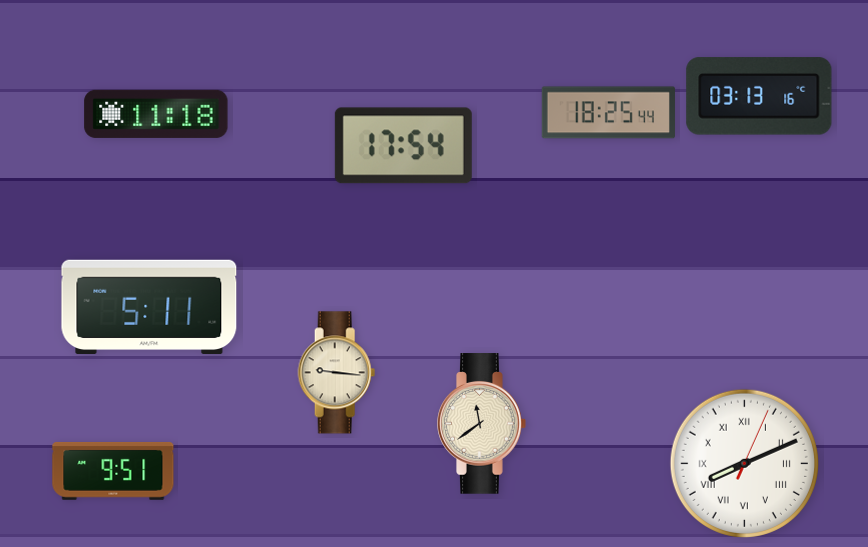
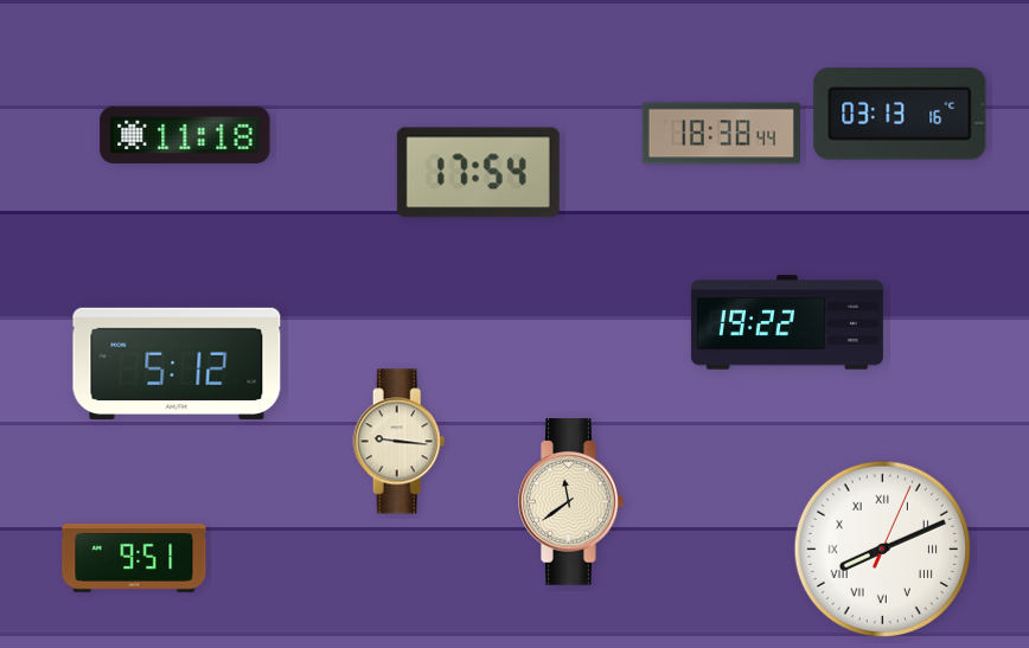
clock at (608, 113): 18:25 -> 18:38
clock at (787, 322): none -> 19:22
clock at (149, 306): 5:11 -> 5:12
